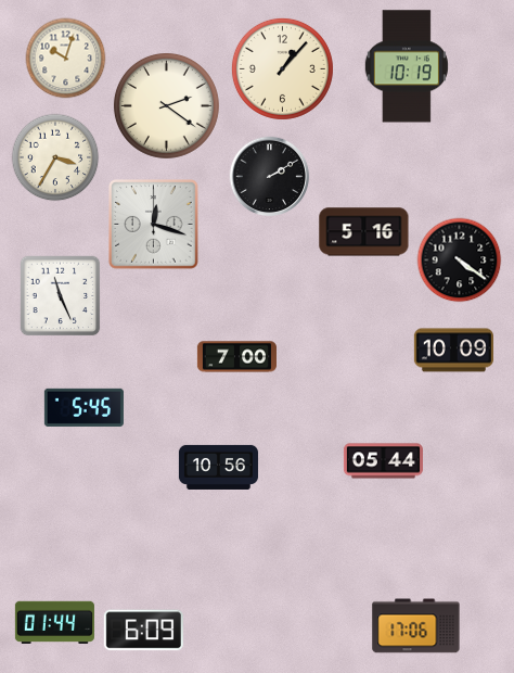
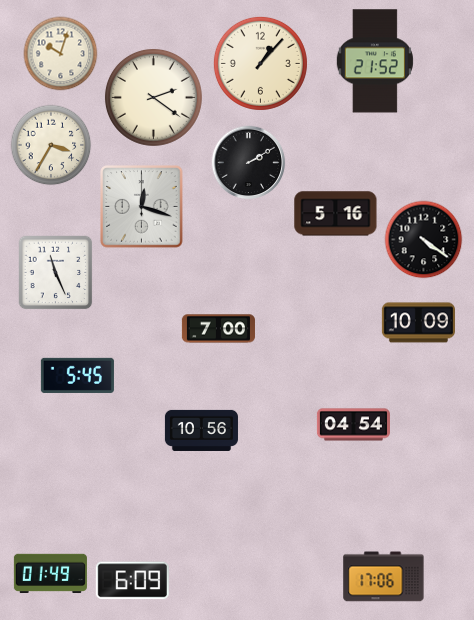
clock at (407, 66): 10:19 -> 21:52
clock at (383, 461): 05:44 -> 04:54
clock at (54, 623): 01:44 -> 01:49
